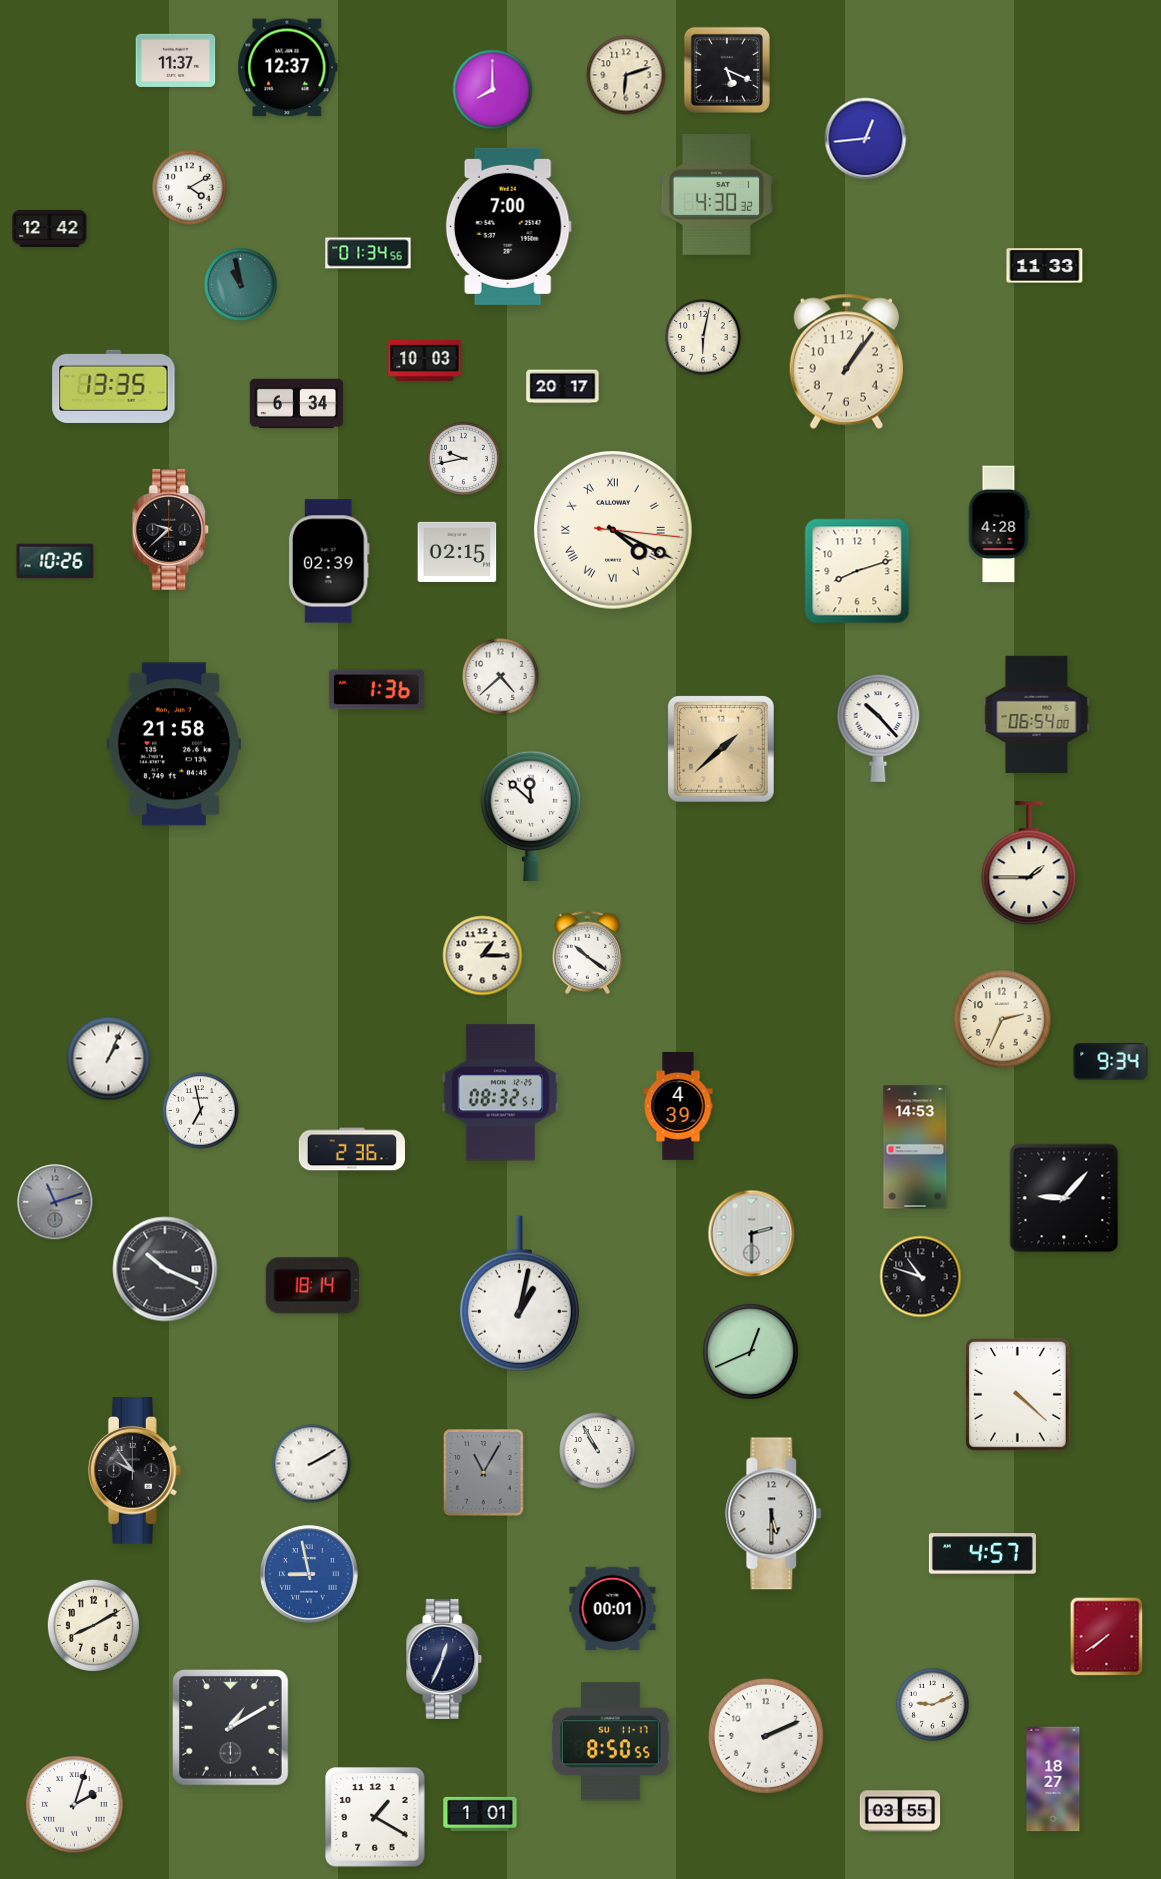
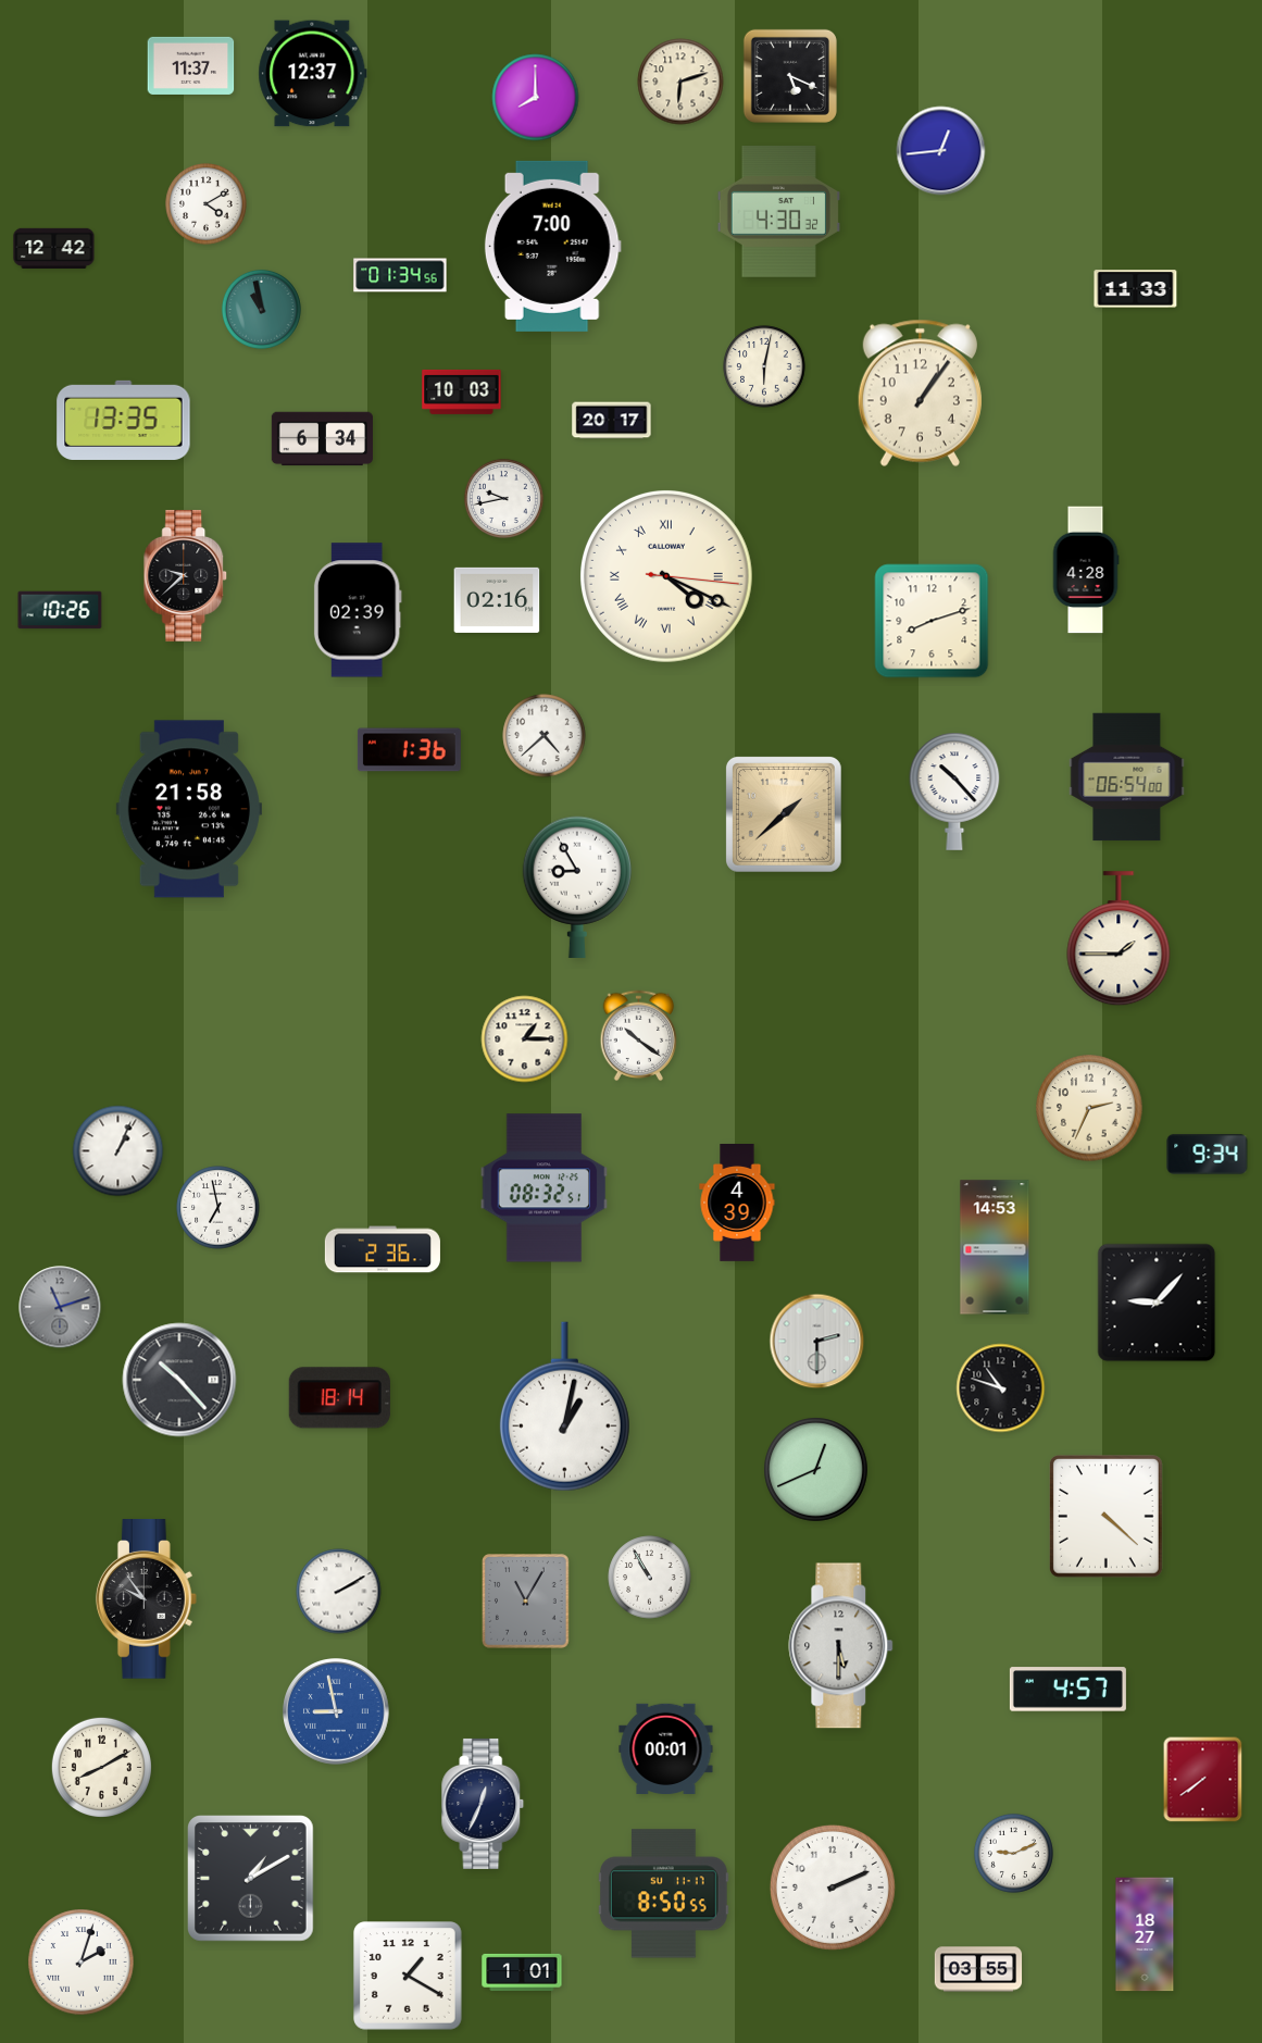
clock at (457, 552): 02:15 -> 02:16
clock at (530, 815): 11:52 -> 8:55
clock at (165, 1269): 10:19 -> 10:23
